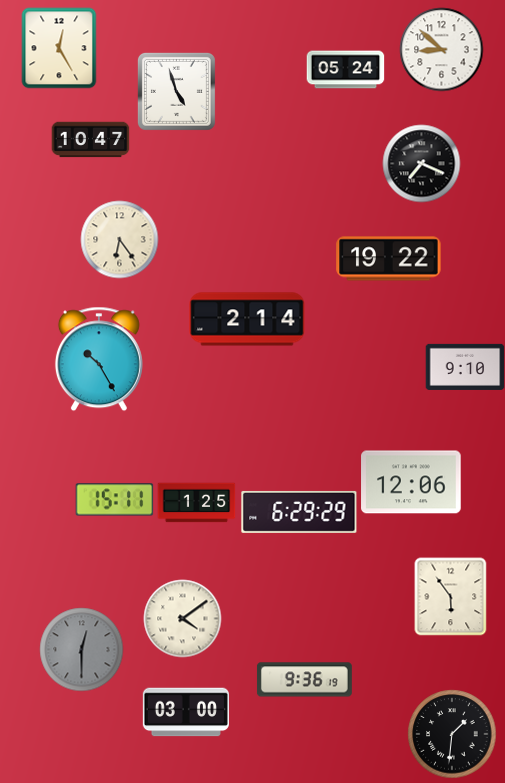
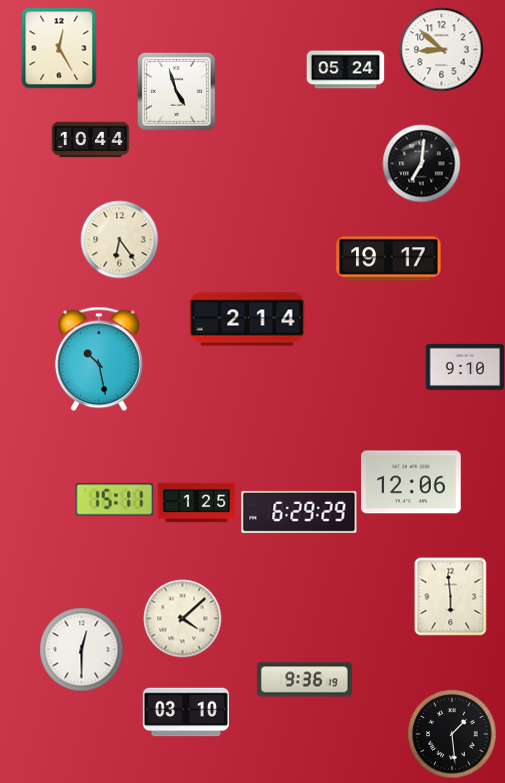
clock at (90, 140): 10:47 -> 10:44
clock at (421, 163): 7:19 -> 7:01
clock at (389, 259): 19:22 -> 19:17
clock at (99, 359): 10:25 -> 10:28
clock at (451, 596): 5:54 -> 5:59
clock at (182, 618): 4:09 -> 4:08
clock at (81, 649) dial: grey -> white
clock at (186, 712): 03:00 -> 03:10
clock at (452, 734): 1:31 -> 1:29
